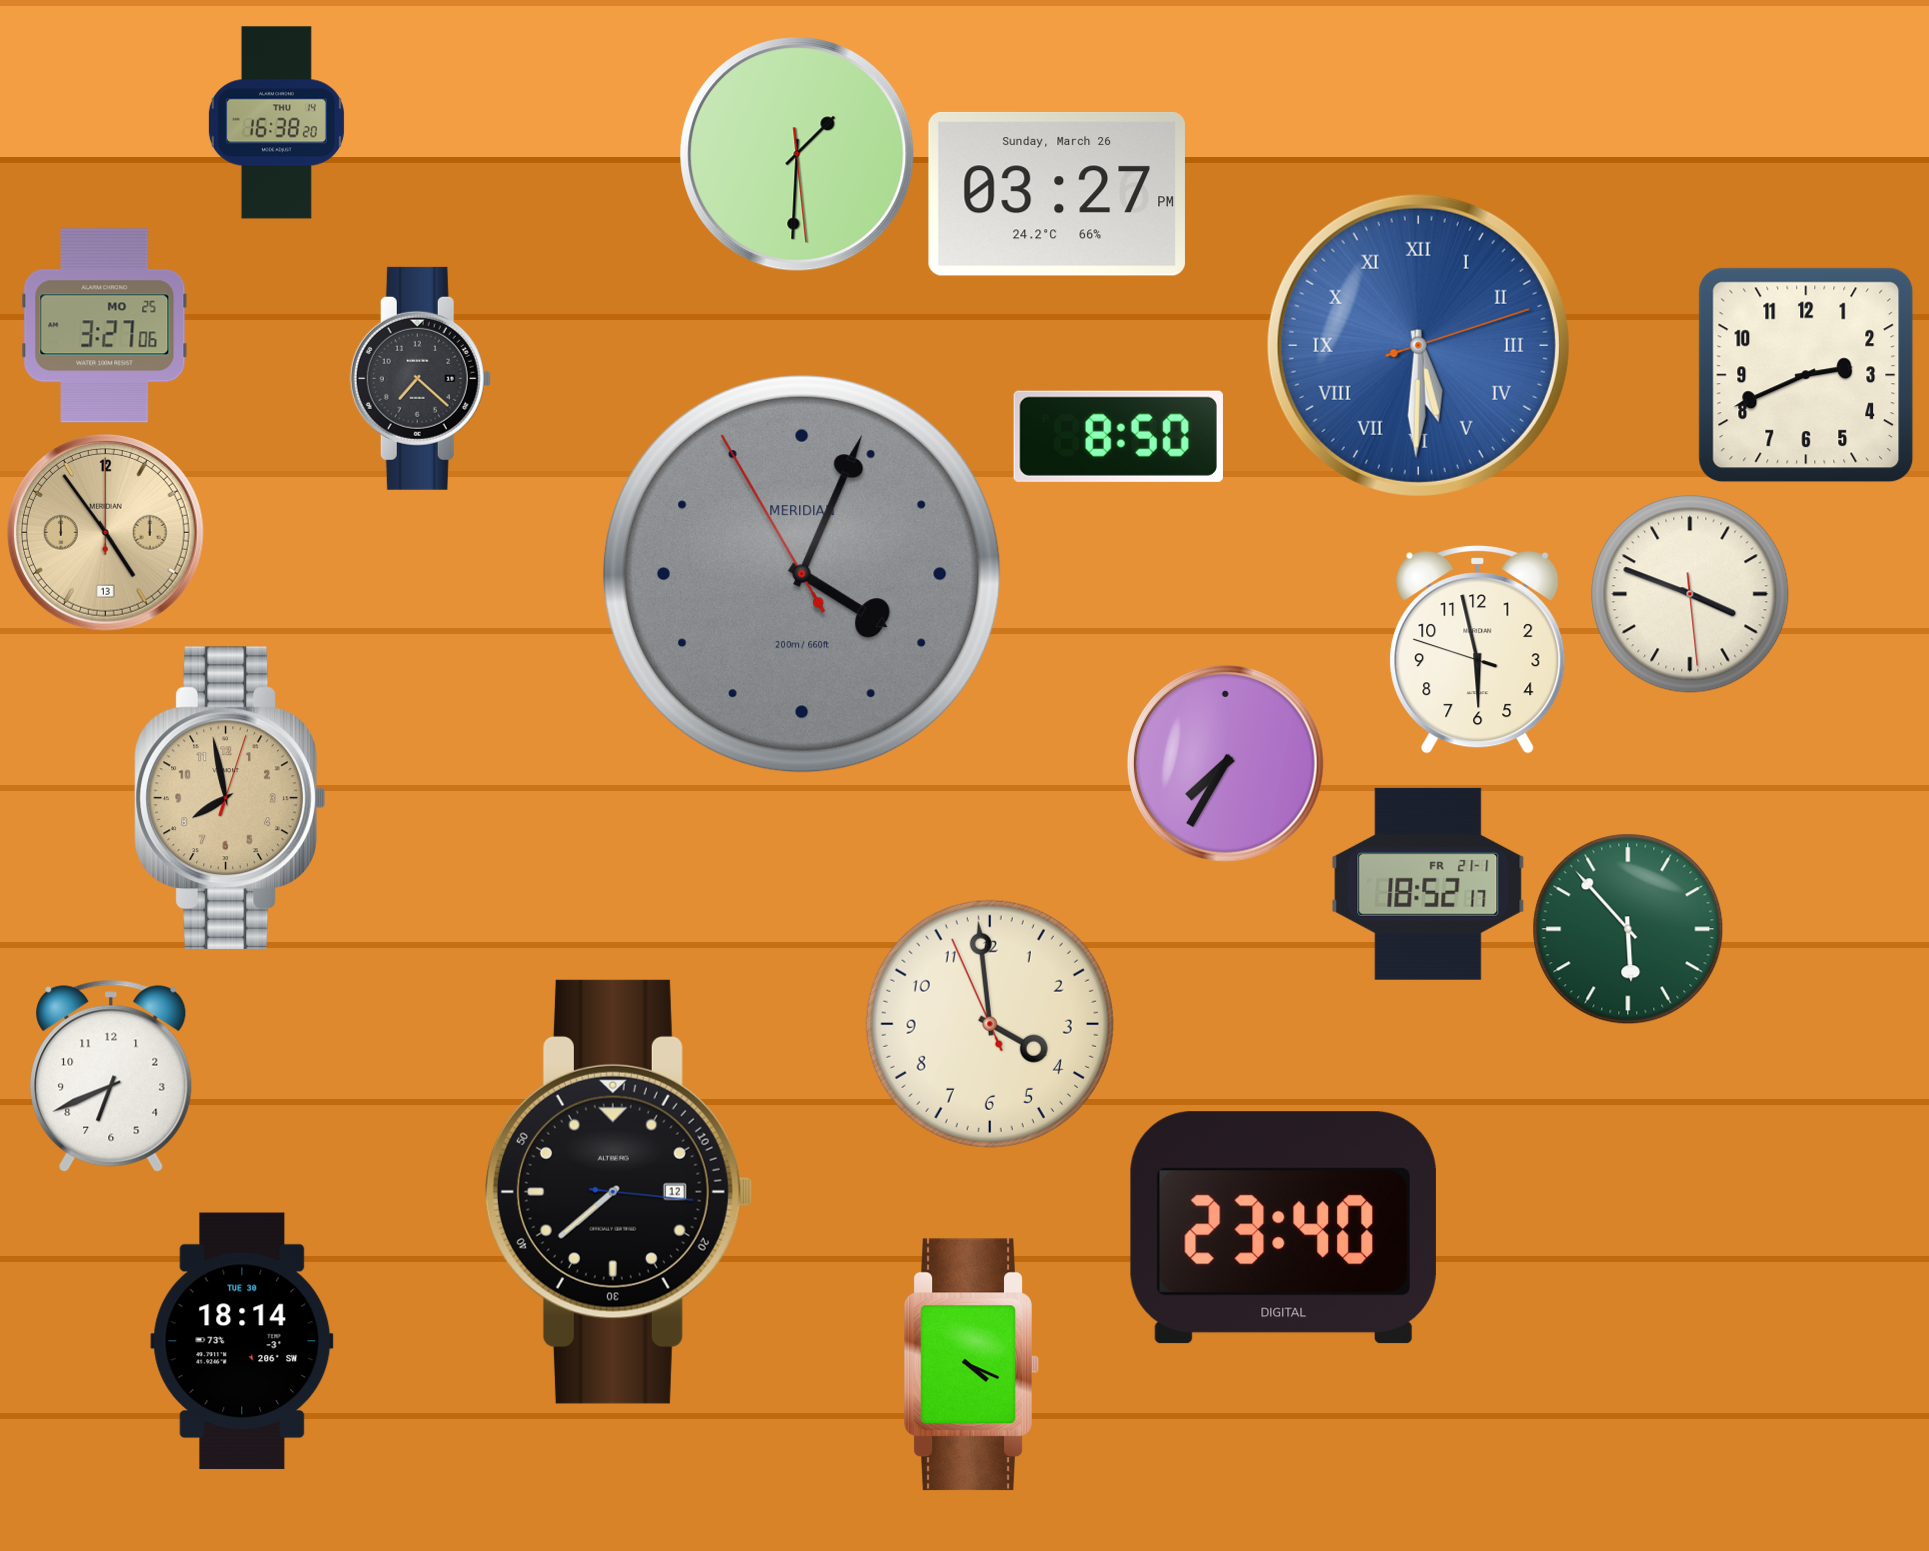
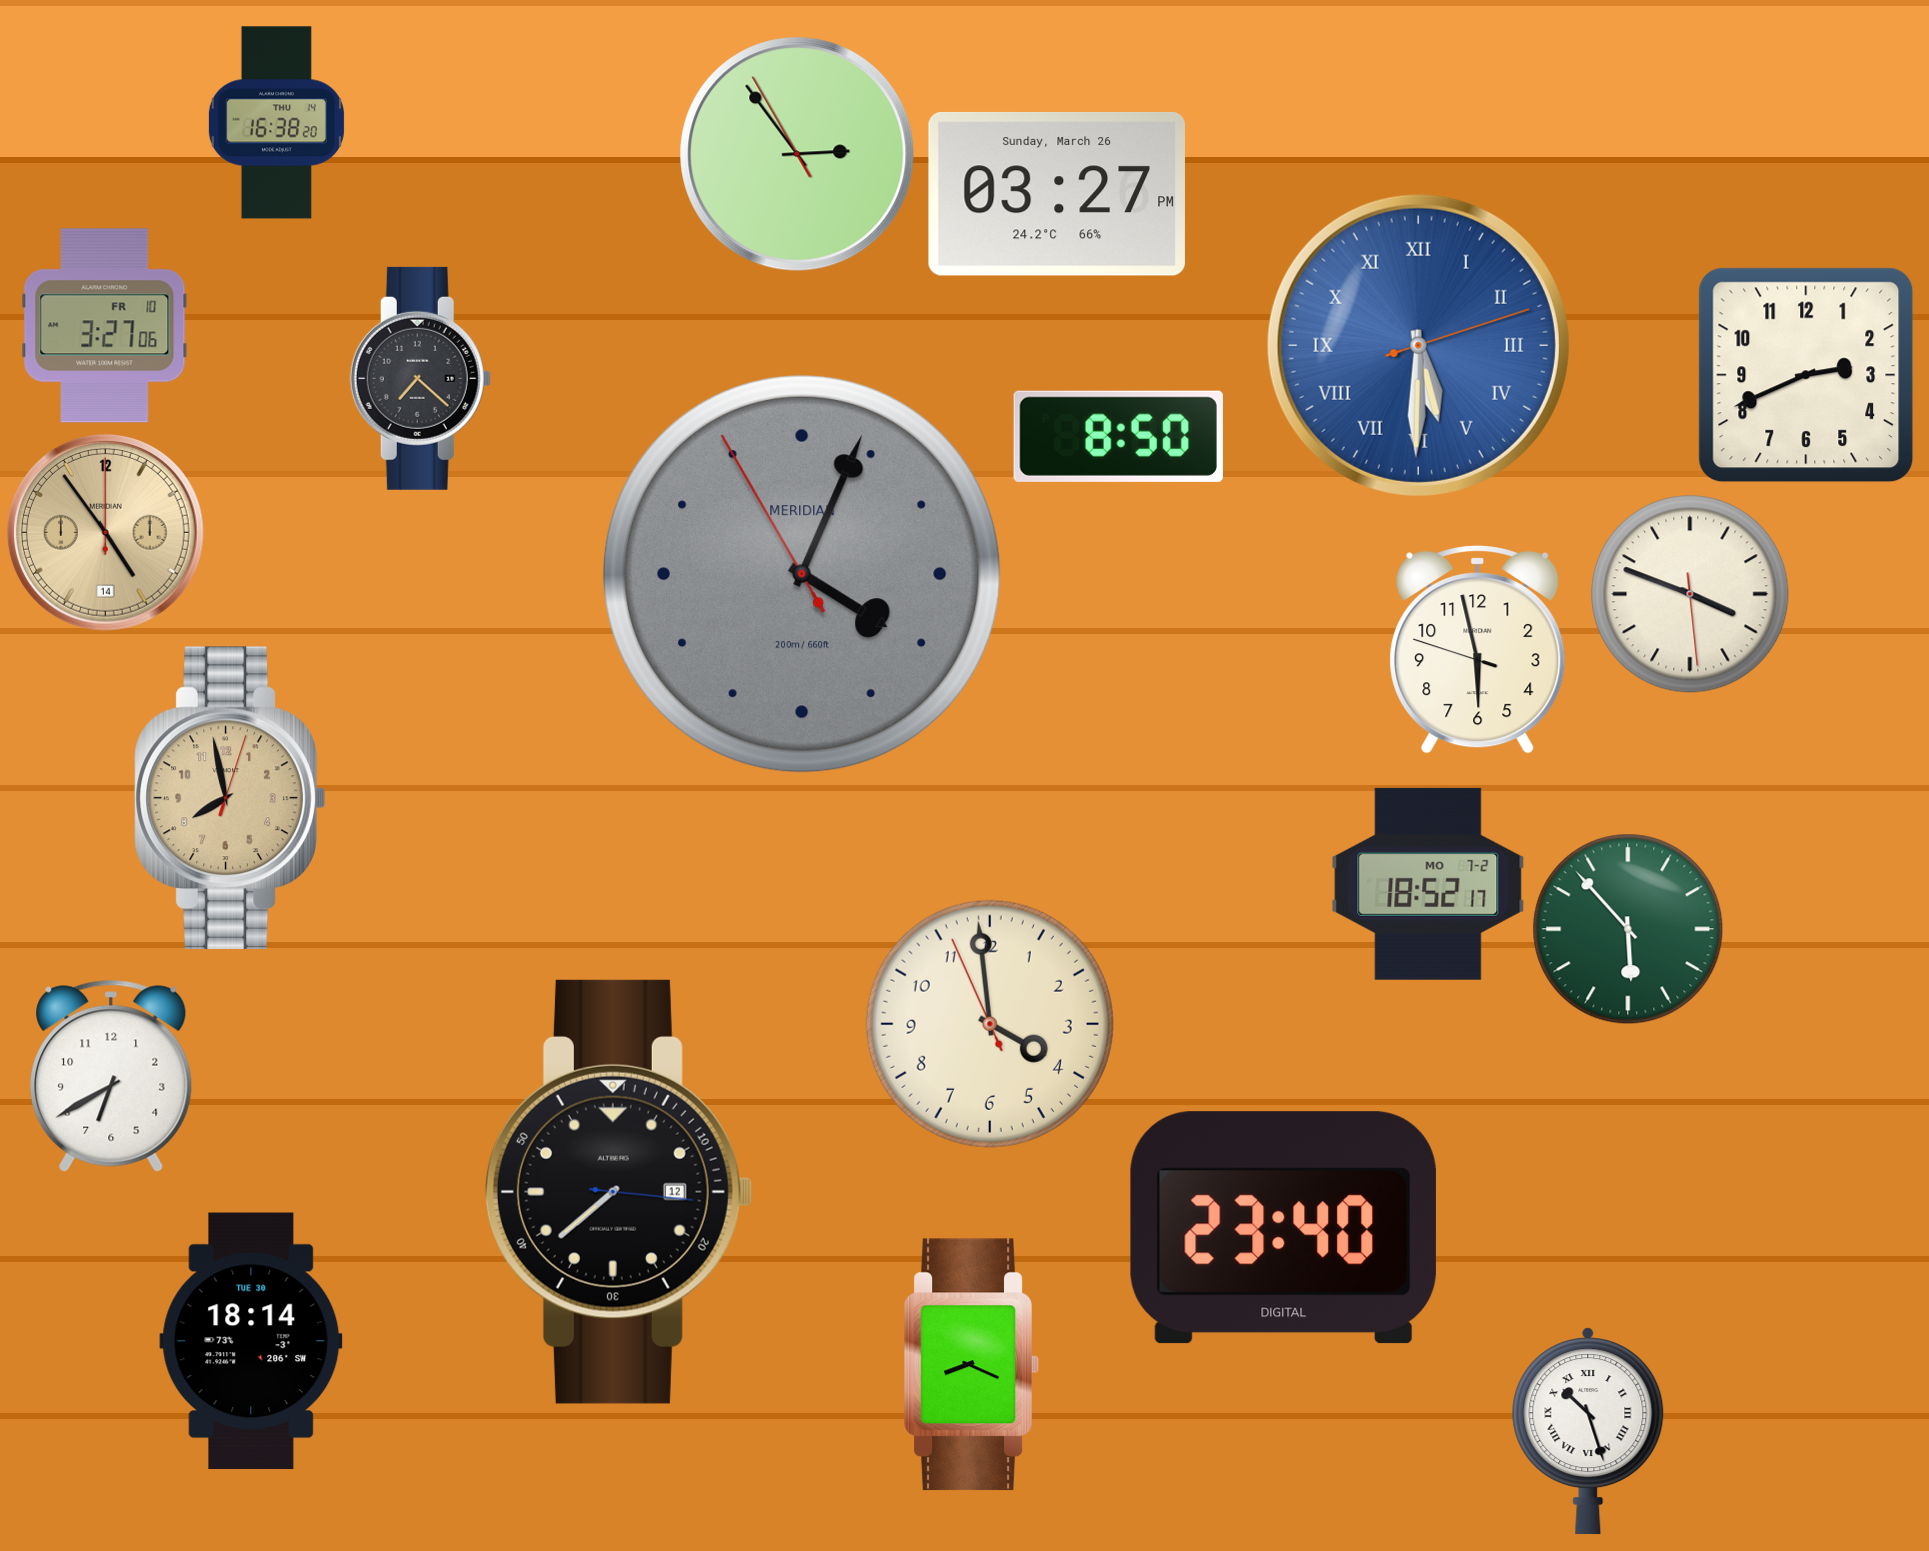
clock at (797, 154): 1:30 -> 2:53
clock at (105, 326) date: MO 25 -> FR 10
clock at (105, 532) date: 13 -> 14
clock at (1225, 763): 7:35 -> none
clock at (1428, 884) date: FR 21-1 -> MO 7-2
clock at (111, 1076): 6:41 -> 6:40
clock at (242, 1341) position: (242, 1341) -> (251, 1341)
clock at (972, 1365): 4:19 -> 8:19
clock at (1588, 1431): none -> 10:27
